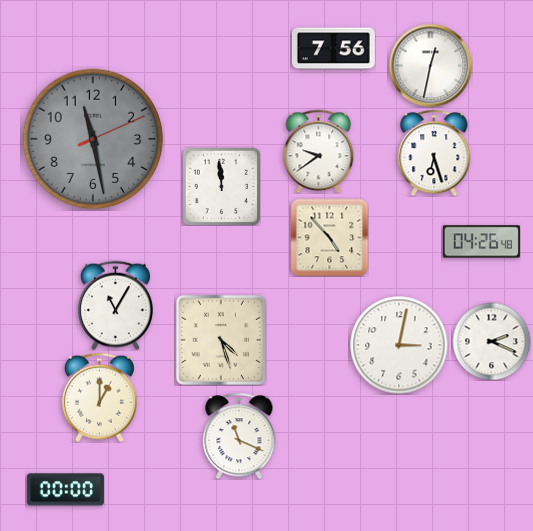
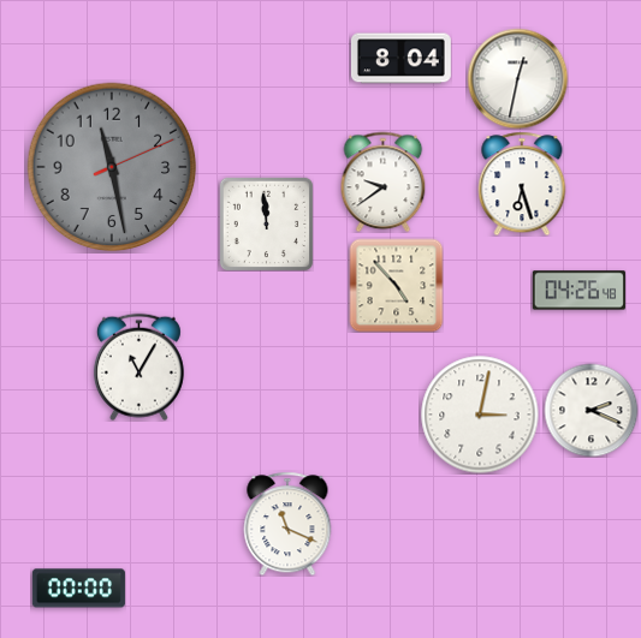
clock at (333, 49): 7:56 -> 8:04
clock at (221, 340): 4:27 -> none
clock at (99, 397): 1:00 -> none
